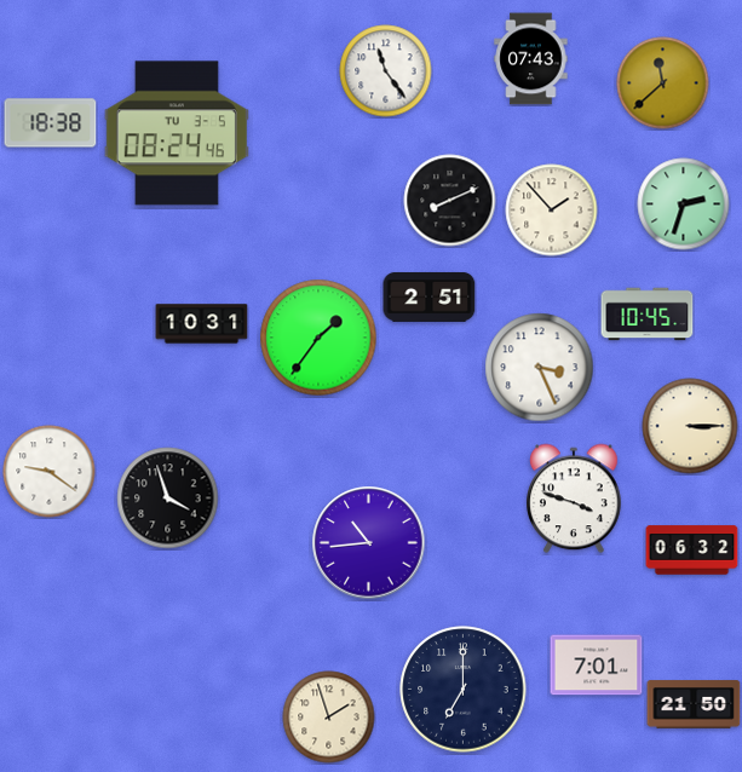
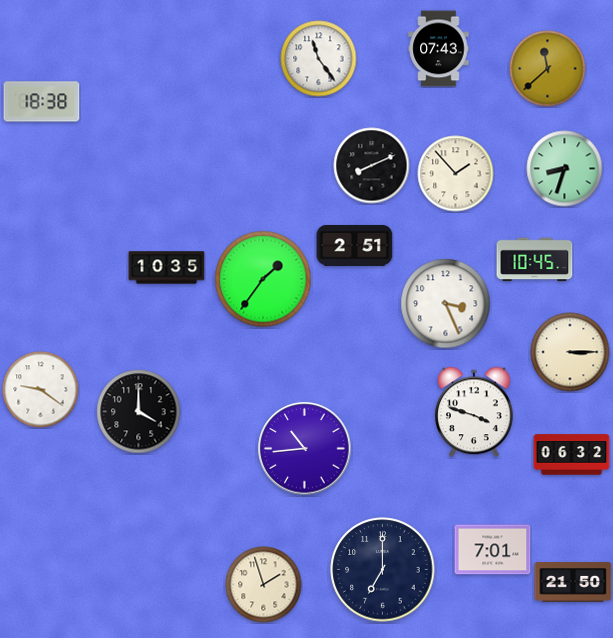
clock at (177, 133): 08:24 -> none
clock at (684, 204): 2:33 -> 8:33
clock at (202, 324): 10:31 -> 10:35
clock at (168, 499): 3:57 -> 4:00
clock at (329, 718) position: (329, 718) -> (264, 585)
